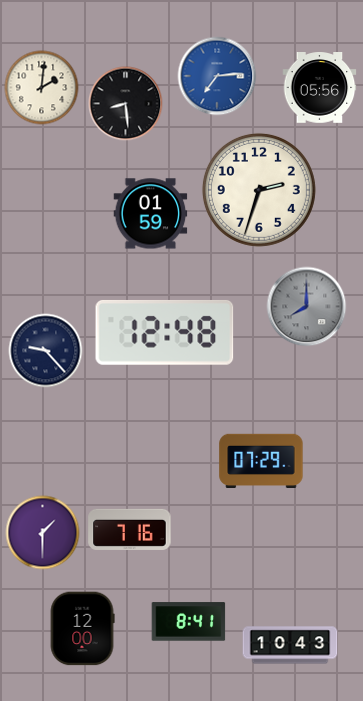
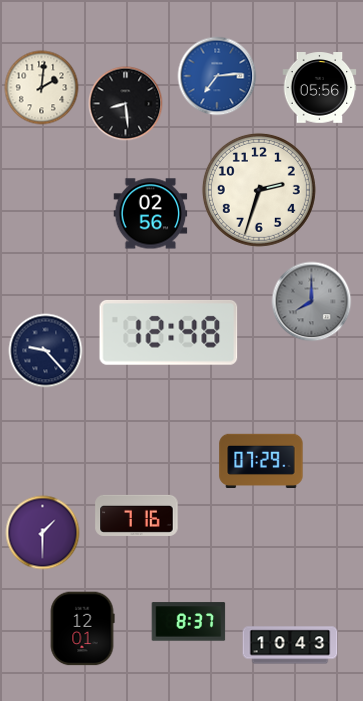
clock at (151, 214): 01:59 -> 02:56
clock at (307, 307) position: (307, 307) -> (312, 302)
clock at (165, 332) position: (165, 332) -> (169, 332)
clock at (130, 529) position: (130, 529) -> (137, 515)
clock at (189, 622): 8:41 -> 8:37
clock at (82, 629): 12:00 -> 12:01
